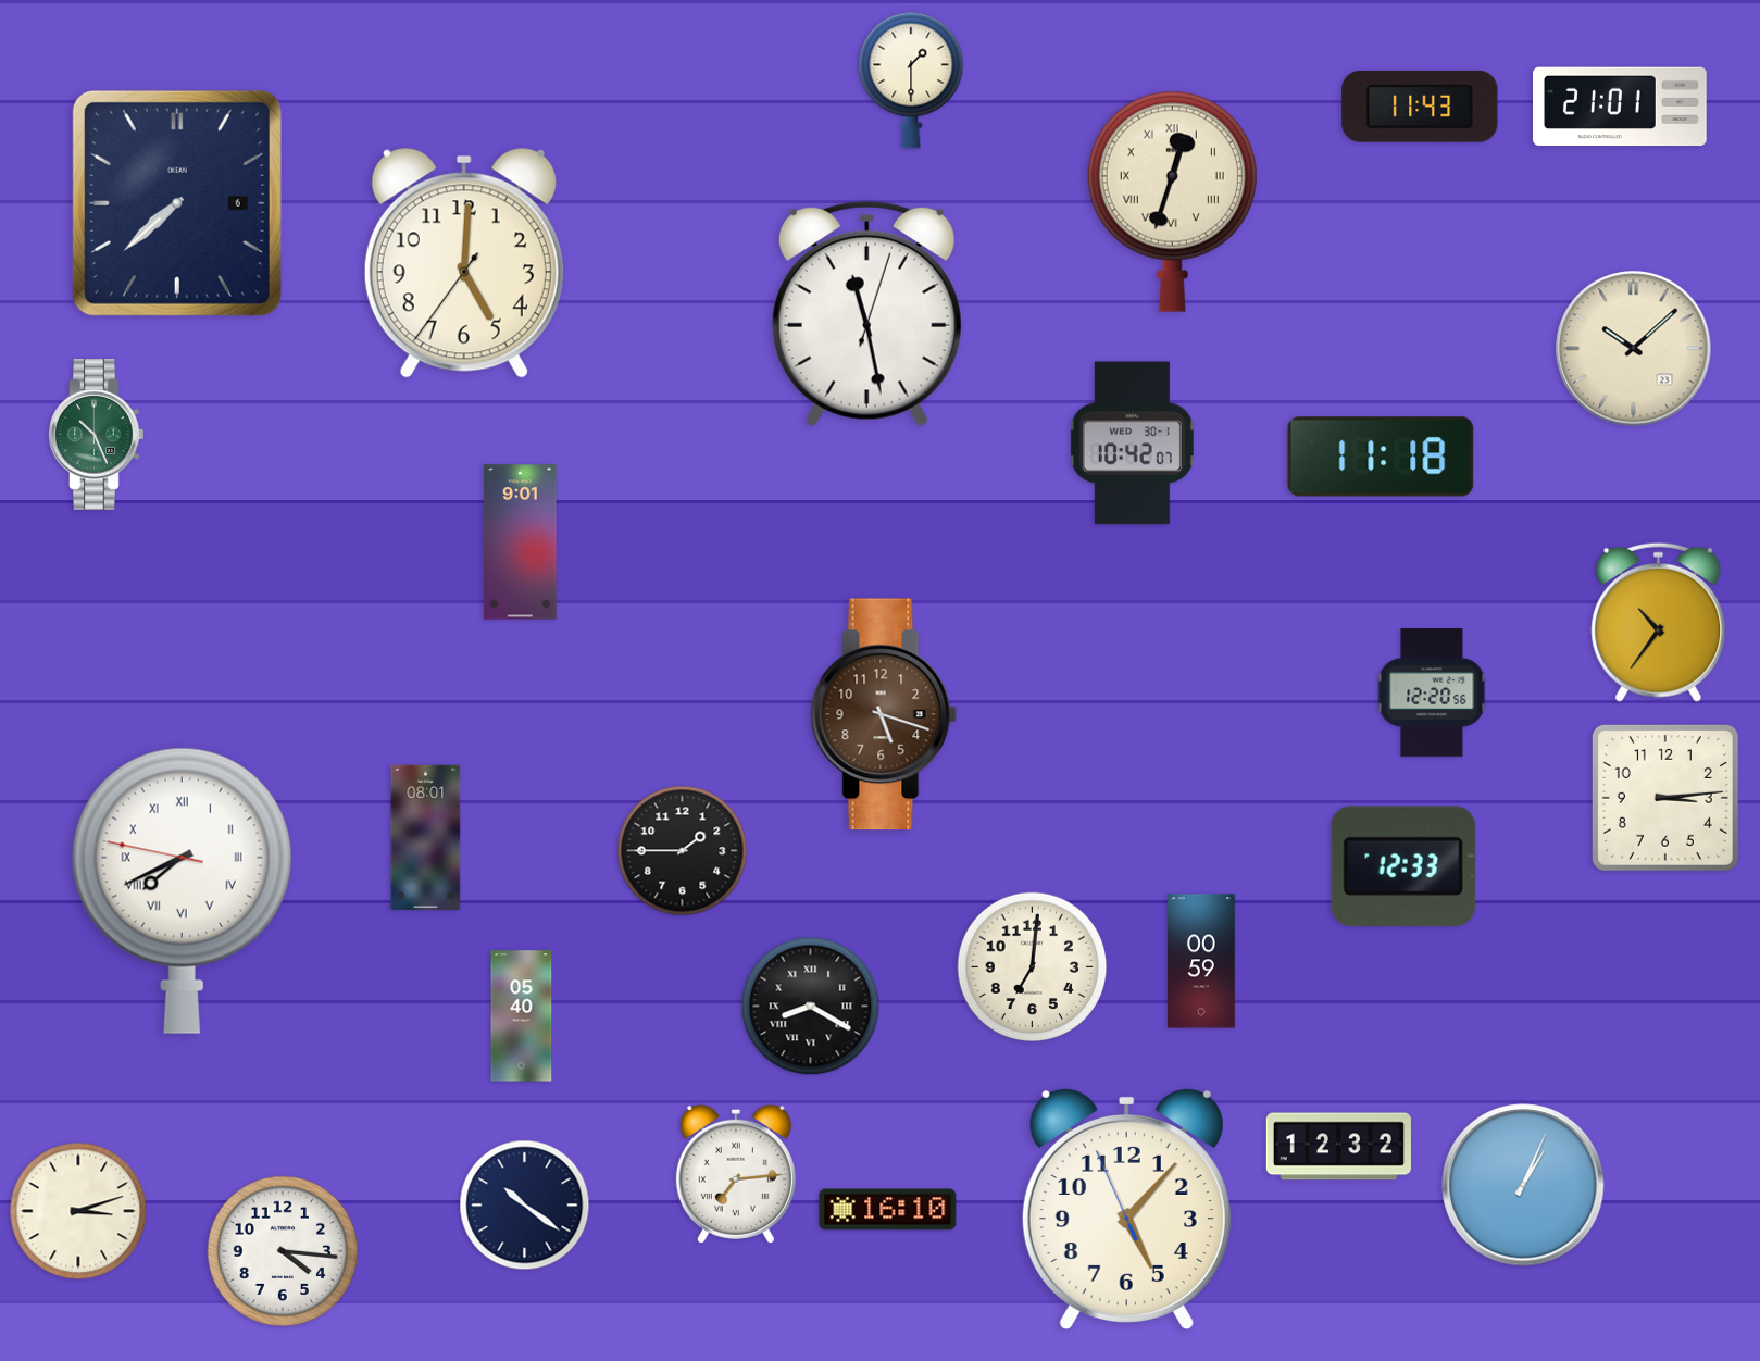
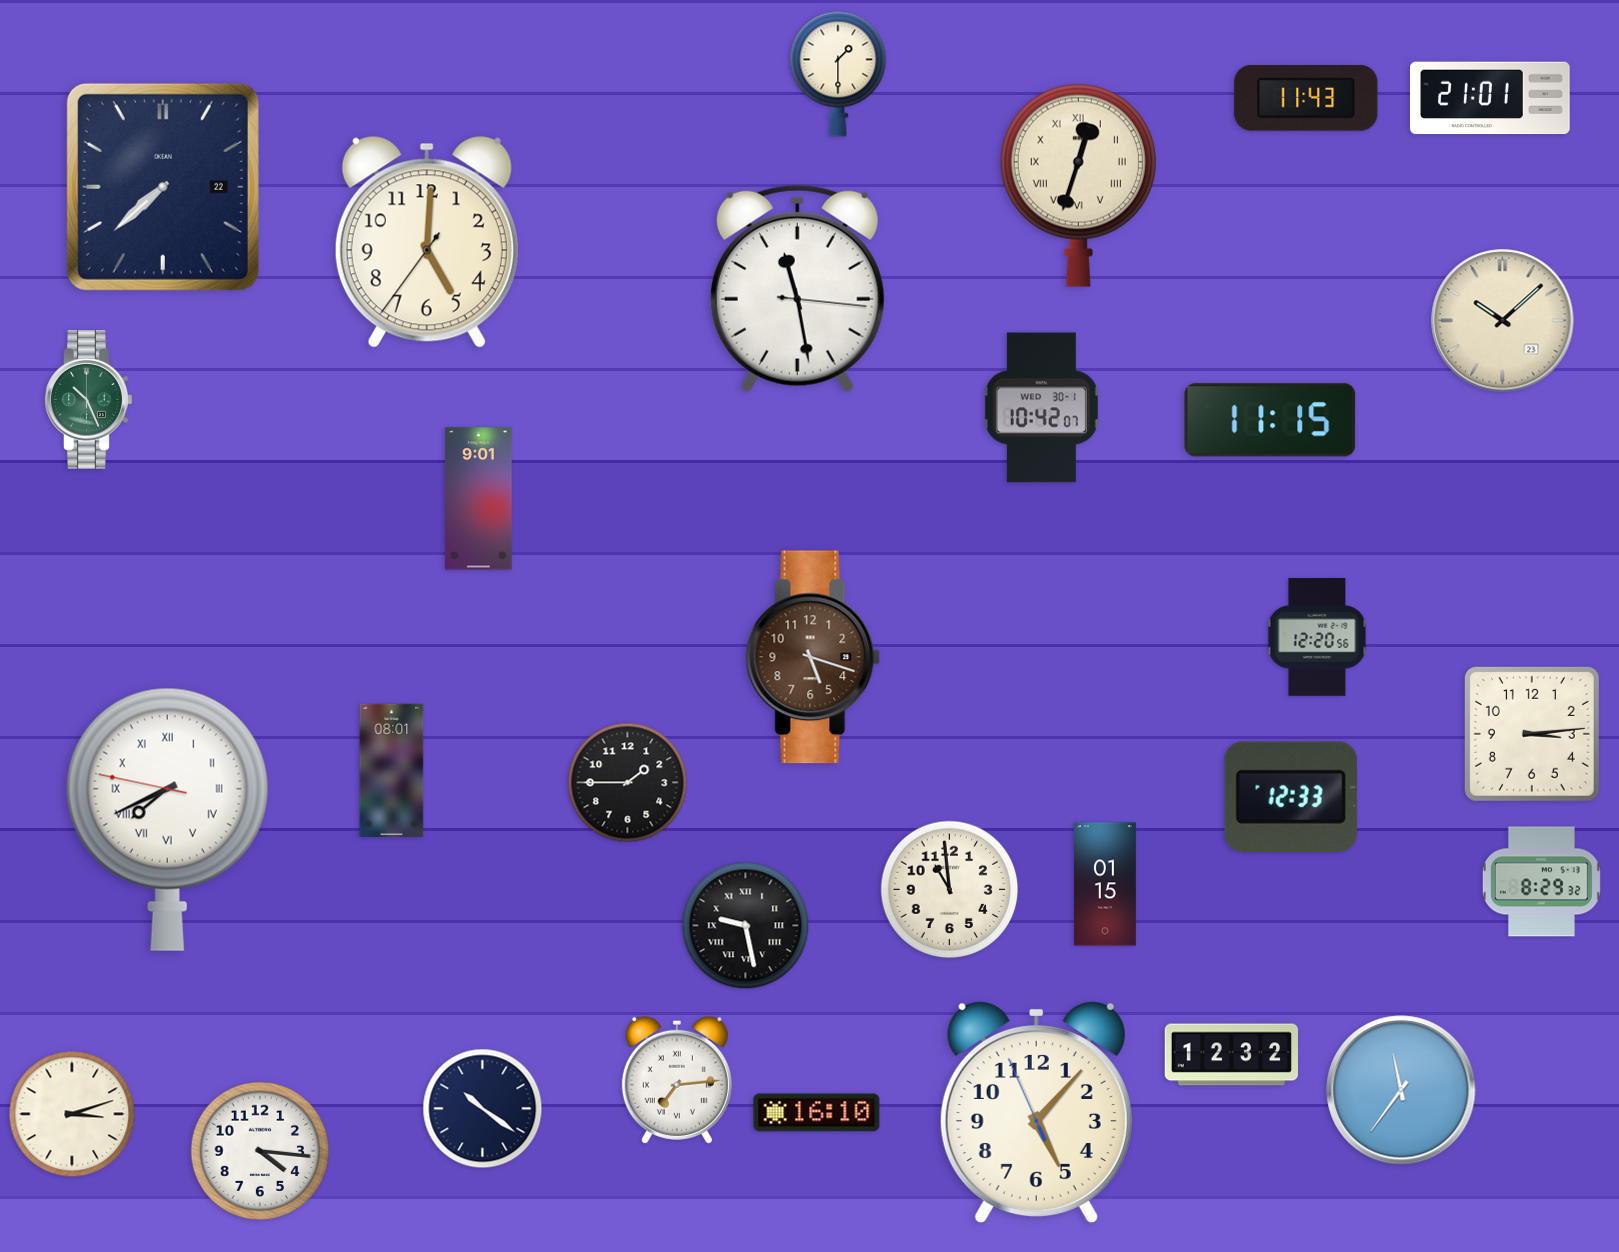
clock at (177, 203) date: 6 -> 22
clock at (866, 313): 11:28:03 -> 11:28:16
clock at (1381, 457): 11:18 -> 11:15
clock at (1659, 622): 10:36 -> none
clock at (1541, 882): none -> 8:29
clock at (1202, 961): 00:59 -> 01:15
clock at (1033, 967): 7:01 -> 10:59
clock at (811, 1007): 8:20 -> 9:28
clock at (522, 1016): 05:40 -> none
clock at (1523, 1185): 1:04 -> 11:36
